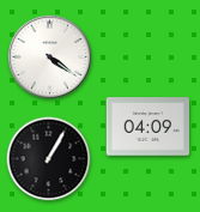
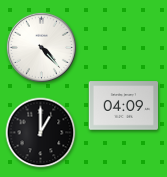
clock at (49, 56): 4:21 -> 4:23
clock at (49, 159): 1:05 -> 1:00
